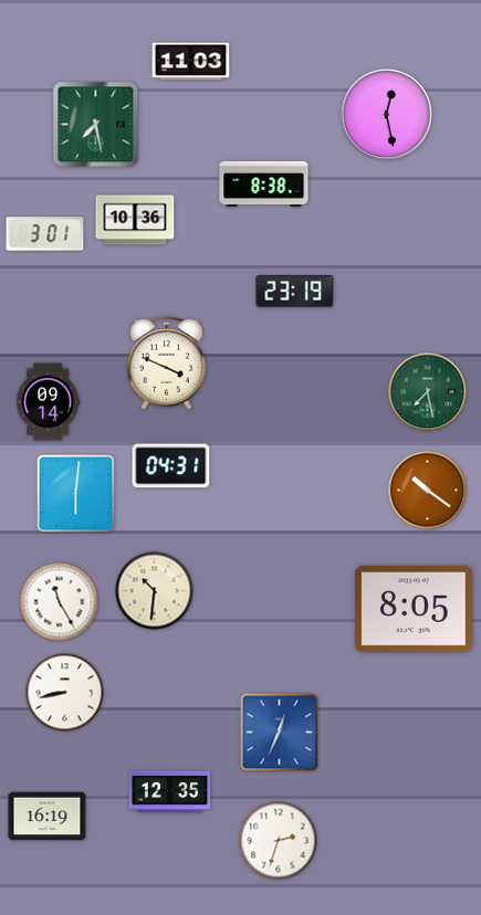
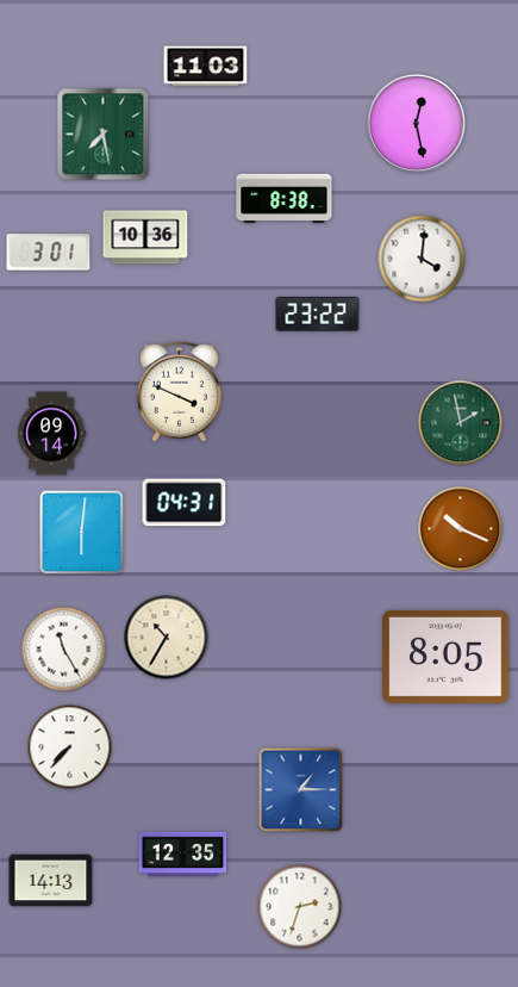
clock at (422, 259): none -> 4:01
clock at (295, 292): 23:19 -> 23:22
clock at (428, 392): 7:28 -> 1:58
clock at (428, 491): 10:21 -> 10:19
clock at (155, 591): 10:31 -> 10:35
clock at (65, 693): 8:43 -> 7:37
clock at (280, 733): 12:34 -> 1:15
clock at (48, 817): 16:19 -> 14:13
